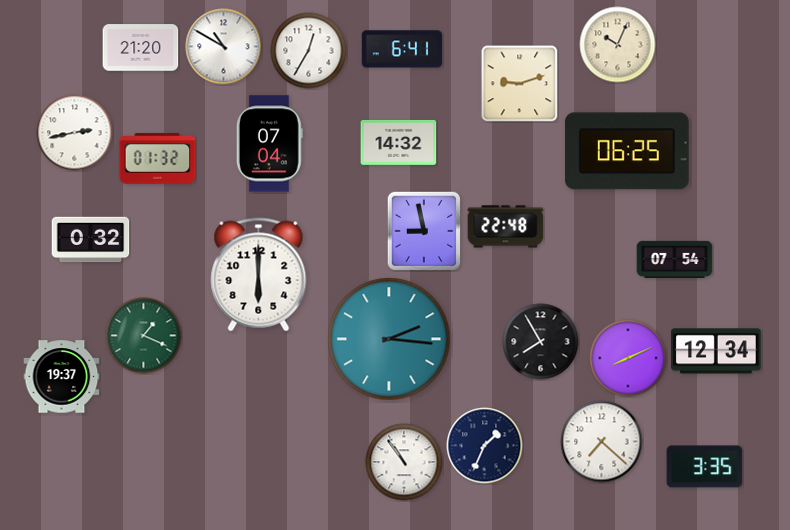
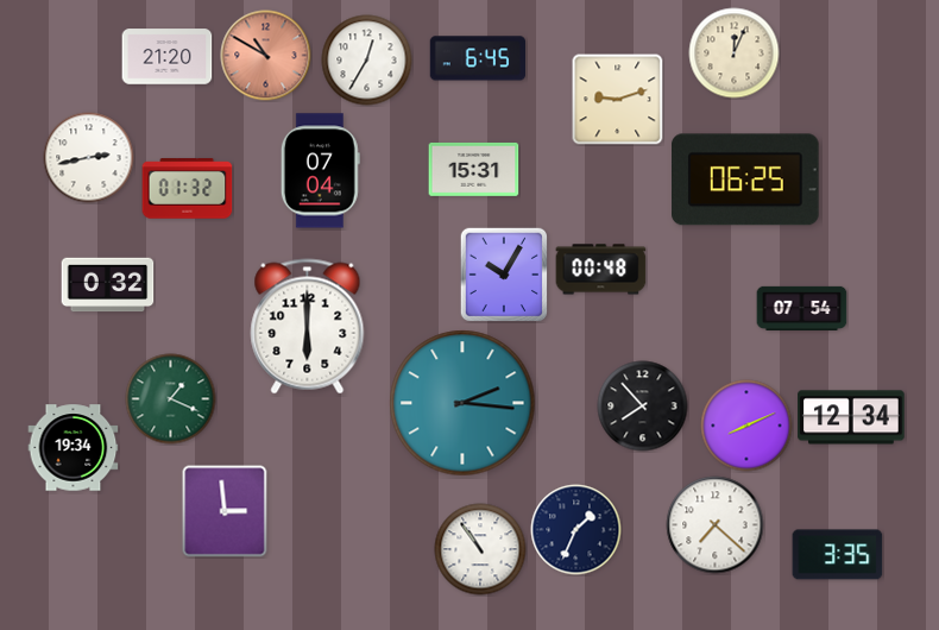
clock at (618, 45): 10:04 -> 12:04
clock at (224, 47) dial: white -> salmon
clock at (401, 49): 6:41 -> 6:45
clock at (399, 143): 14:32 -> 15:31
clock at (506, 227): 22:48 -> 00:48
clock at (424, 231): 8:58 -> 10:05
clock at (541, 342): 7:55 -> 7:53
clock at (62, 377): 19:37 -> 19:34
clock at (225, 511): none -> 2:59
